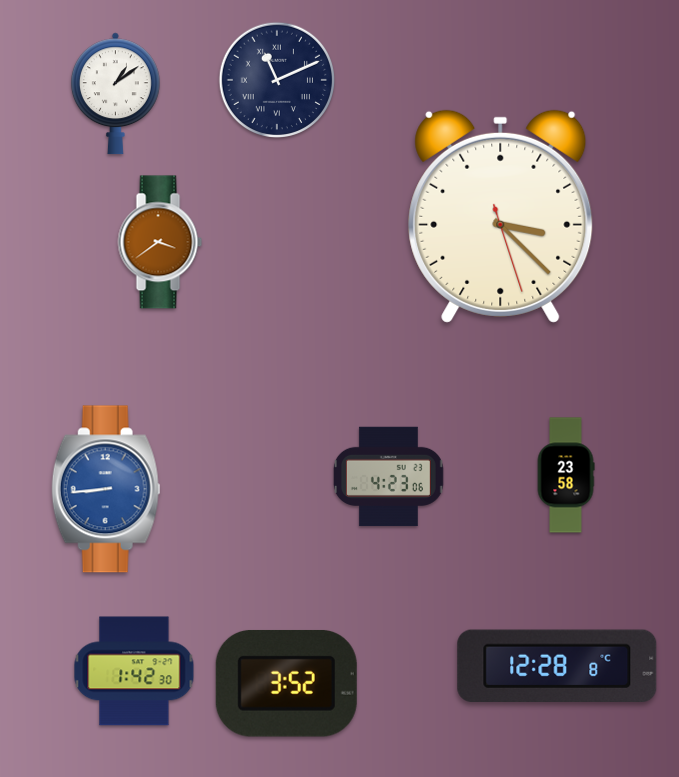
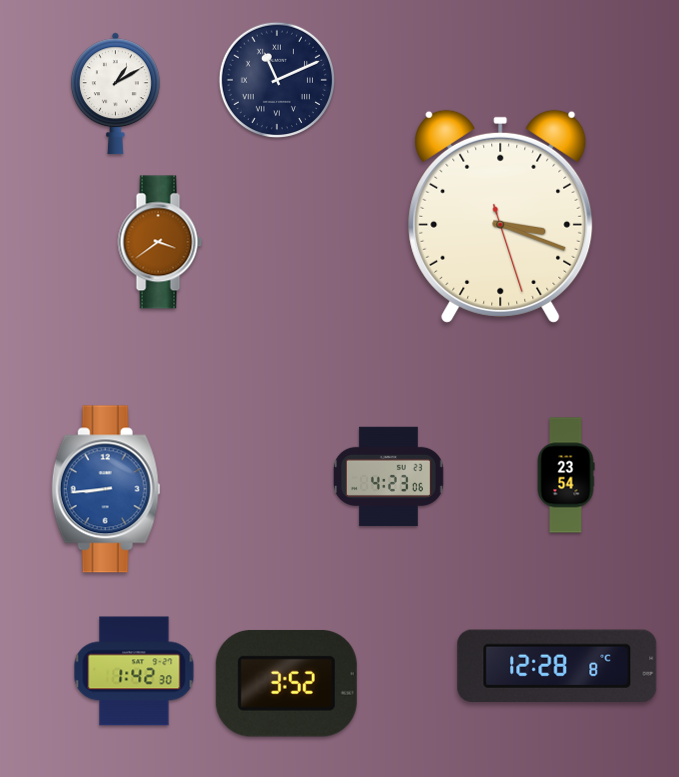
clock at (115, 94): 1:09 -> 1:10
clock at (501, 216): 3:22 -> 3:18
clock at (566, 475): 23:58 -> 23:54
